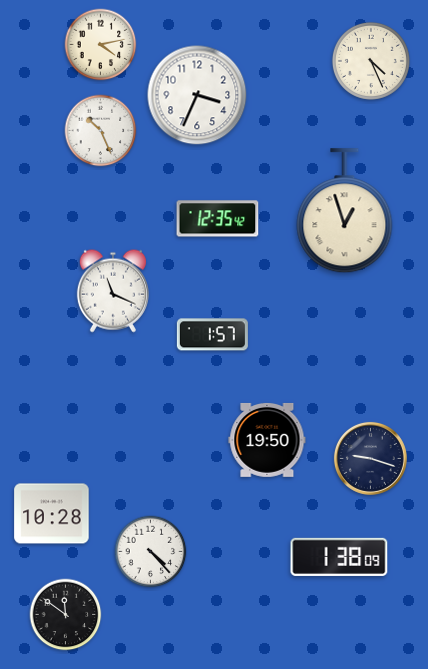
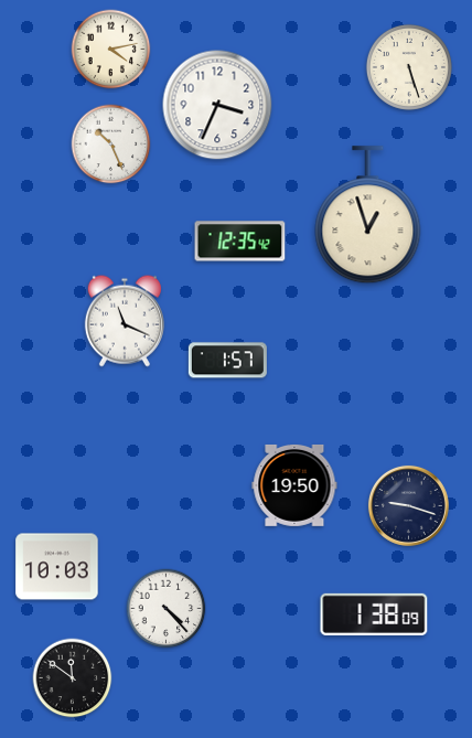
clock at (371, 61): 4:26 -> 5:27
clock at (345, 211) position: (345, 211) -> (368, 215)
clock at (212, 335) position: (212, 335) -> (227, 361)
clock at (52, 514): 10:28 -> 10:03
